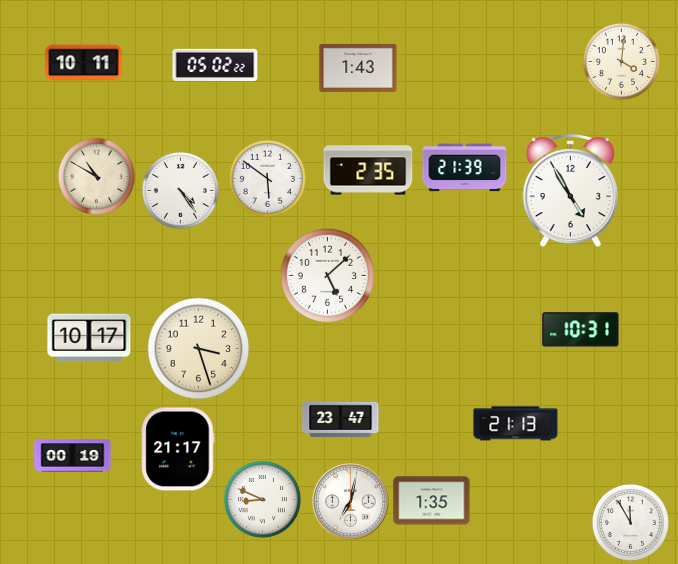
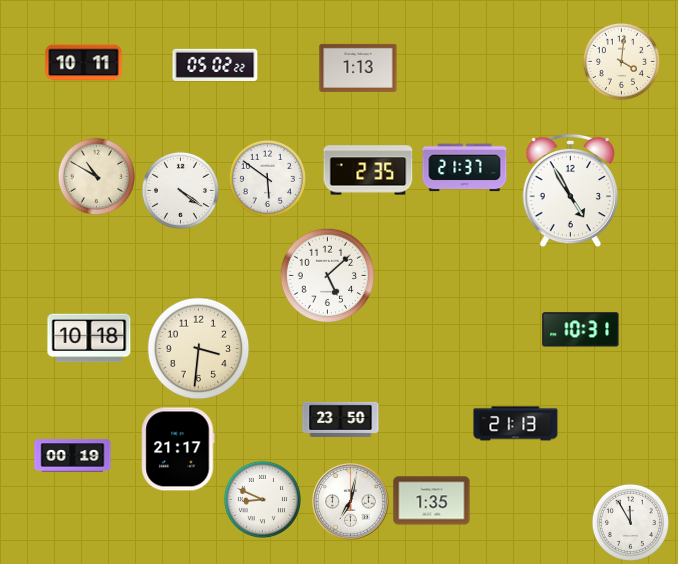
clock at (358, 68): 1:43 -> 1:13
clock at (465, 168): 21:39 -> 21:37
clock at (180, 190): 4:24 -> 4:21
clock at (89, 338): 10:17 -> 10:18
clock at (199, 349): 3:27 -> 3:31
clock at (341, 419): 23:47 -> 23:50
